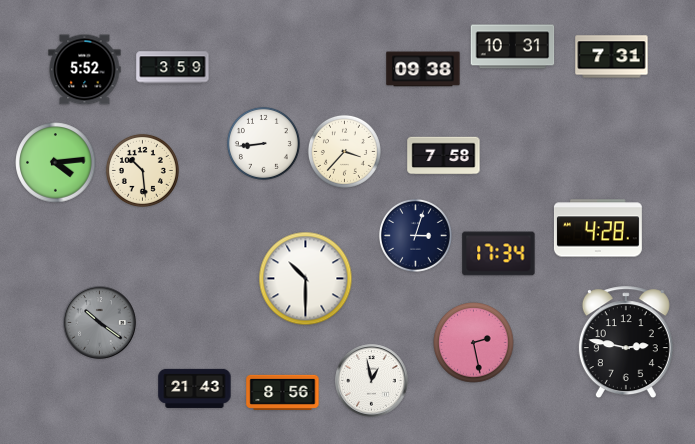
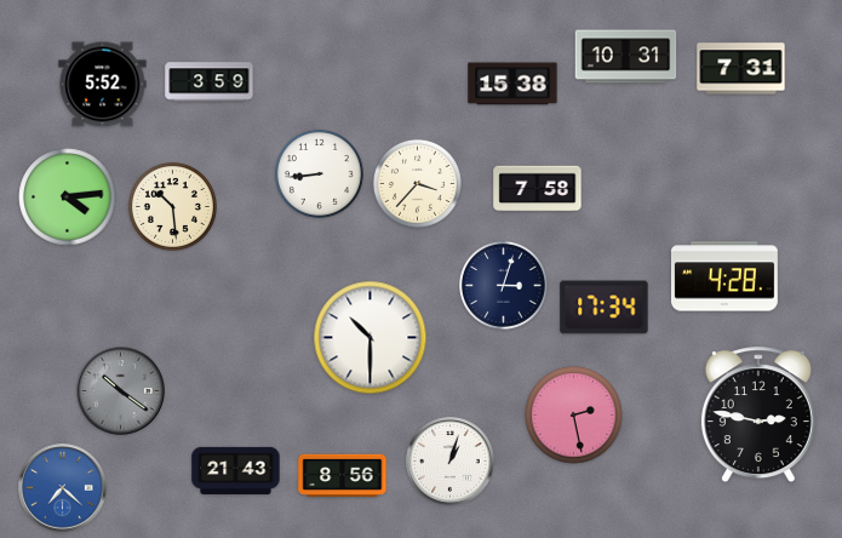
clock at (513, 47) position: (513, 47) -> (626, 57)
clock at (423, 69): 09:38 -> 15:38
clock at (372, 381): 12:58 -> 1:03
clock at (63, 488): none -> 7:22
